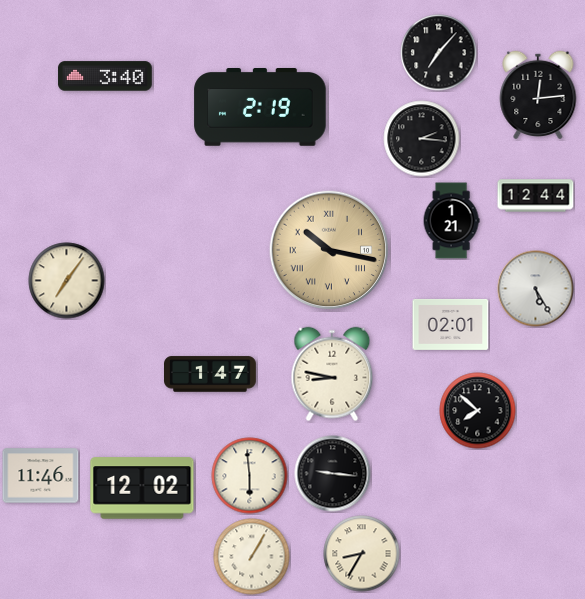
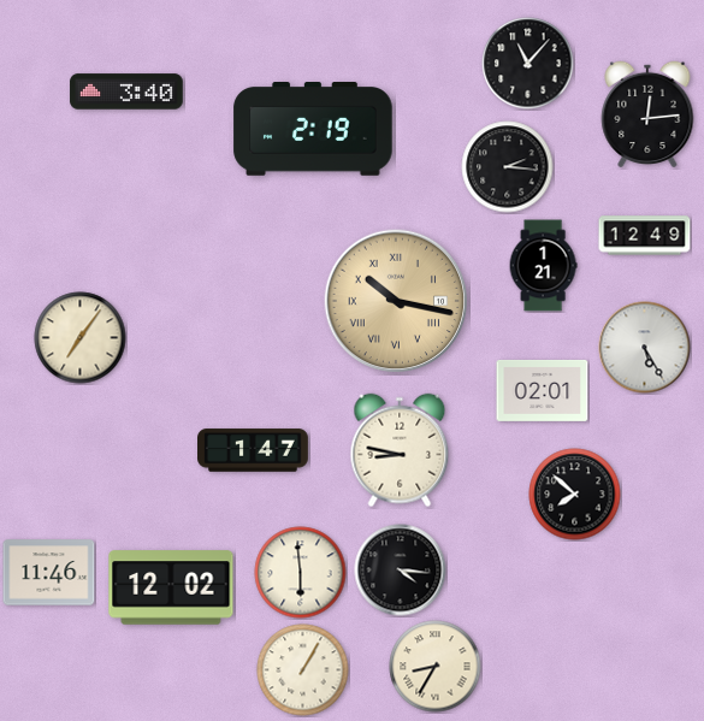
clock at (439, 53): 7:07 -> 11:07
clock at (536, 196): 12:44 -> 12:49
clock at (333, 474): 9:16 -> 4:16
